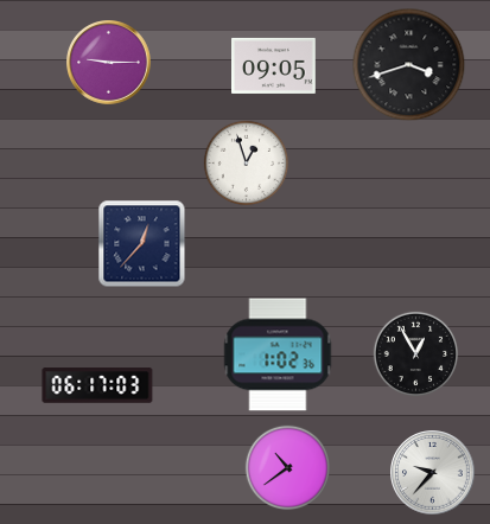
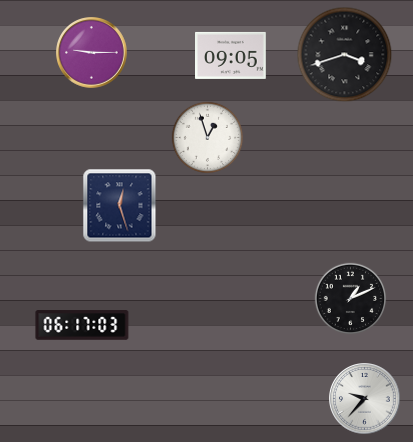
clock at (142, 244): 12:37 -> 12:27
clock at (278, 354): 1:02 -> none
clock at (416, 354): 12:55 -> 1:11
clock at (288, 468): 10:39 -> none
